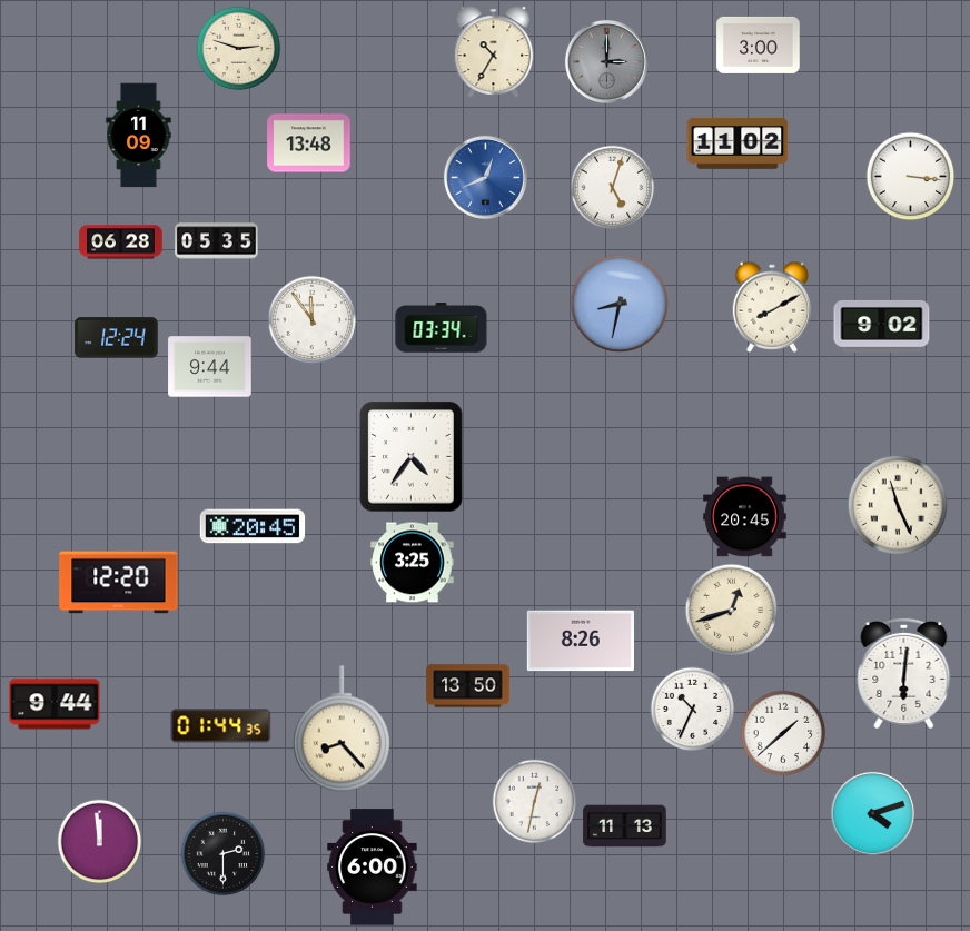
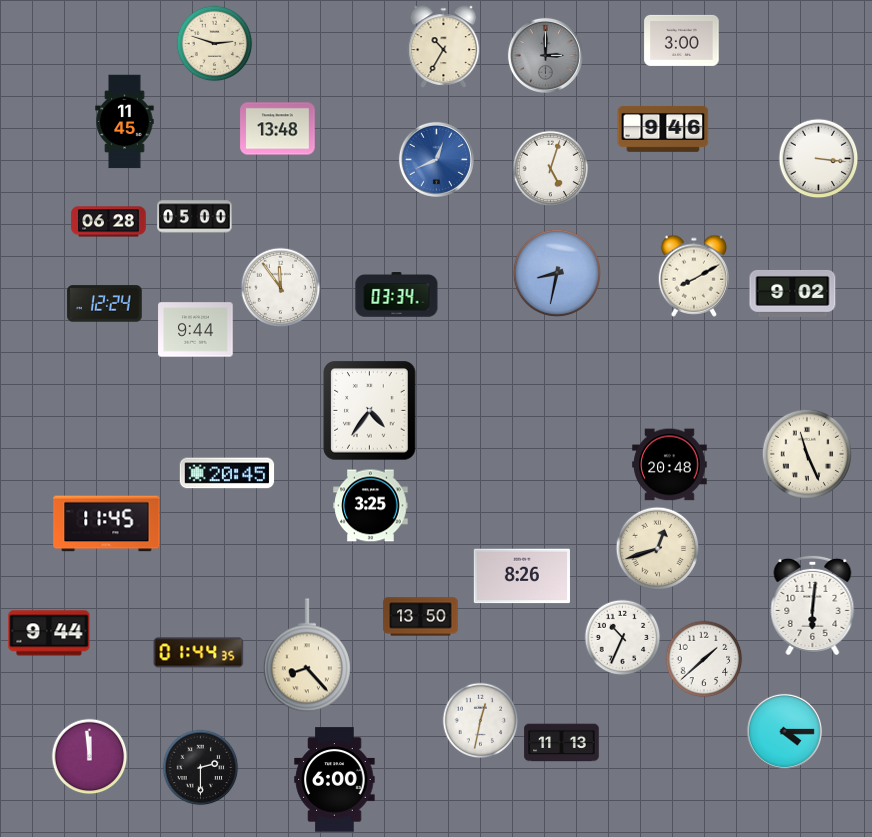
clock at (139, 136): 11:09 -> 11:45
clock at (738, 143): 11:02 -> 9:46
clock at (217, 241): 05:35 -> 05:00
clock at (121, 242) position: (121, 242) -> (109, 222)
clock at (210, 367) position: (210, 367) -> (196, 330)
clock at (745, 517): 20:45 -> 20:48
clock at (119, 583): 12:20 -> 11:45
clock at (872, 813): 4:12 -> 4:15
